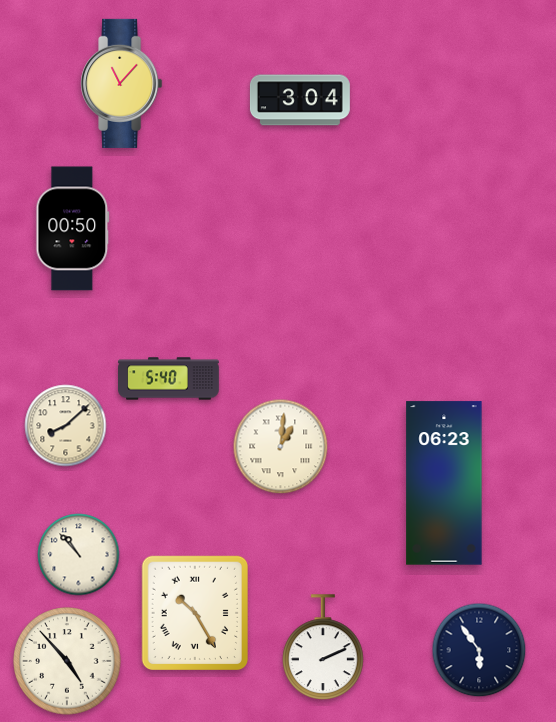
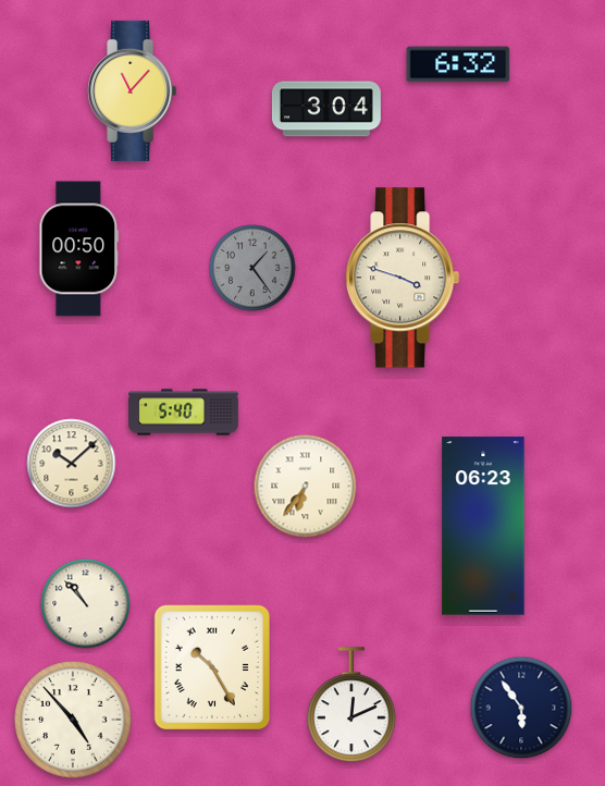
clock at (458, 64): none -> 6:32
clock at (252, 268): none -> 1:24
clock at (403, 278): none -> 3:48
clock at (66, 426): 8:08 -> 10:08
clock at (281, 447): 1:01 -> 6:36
clock at (323, 648): 2:11 -> 12:11
